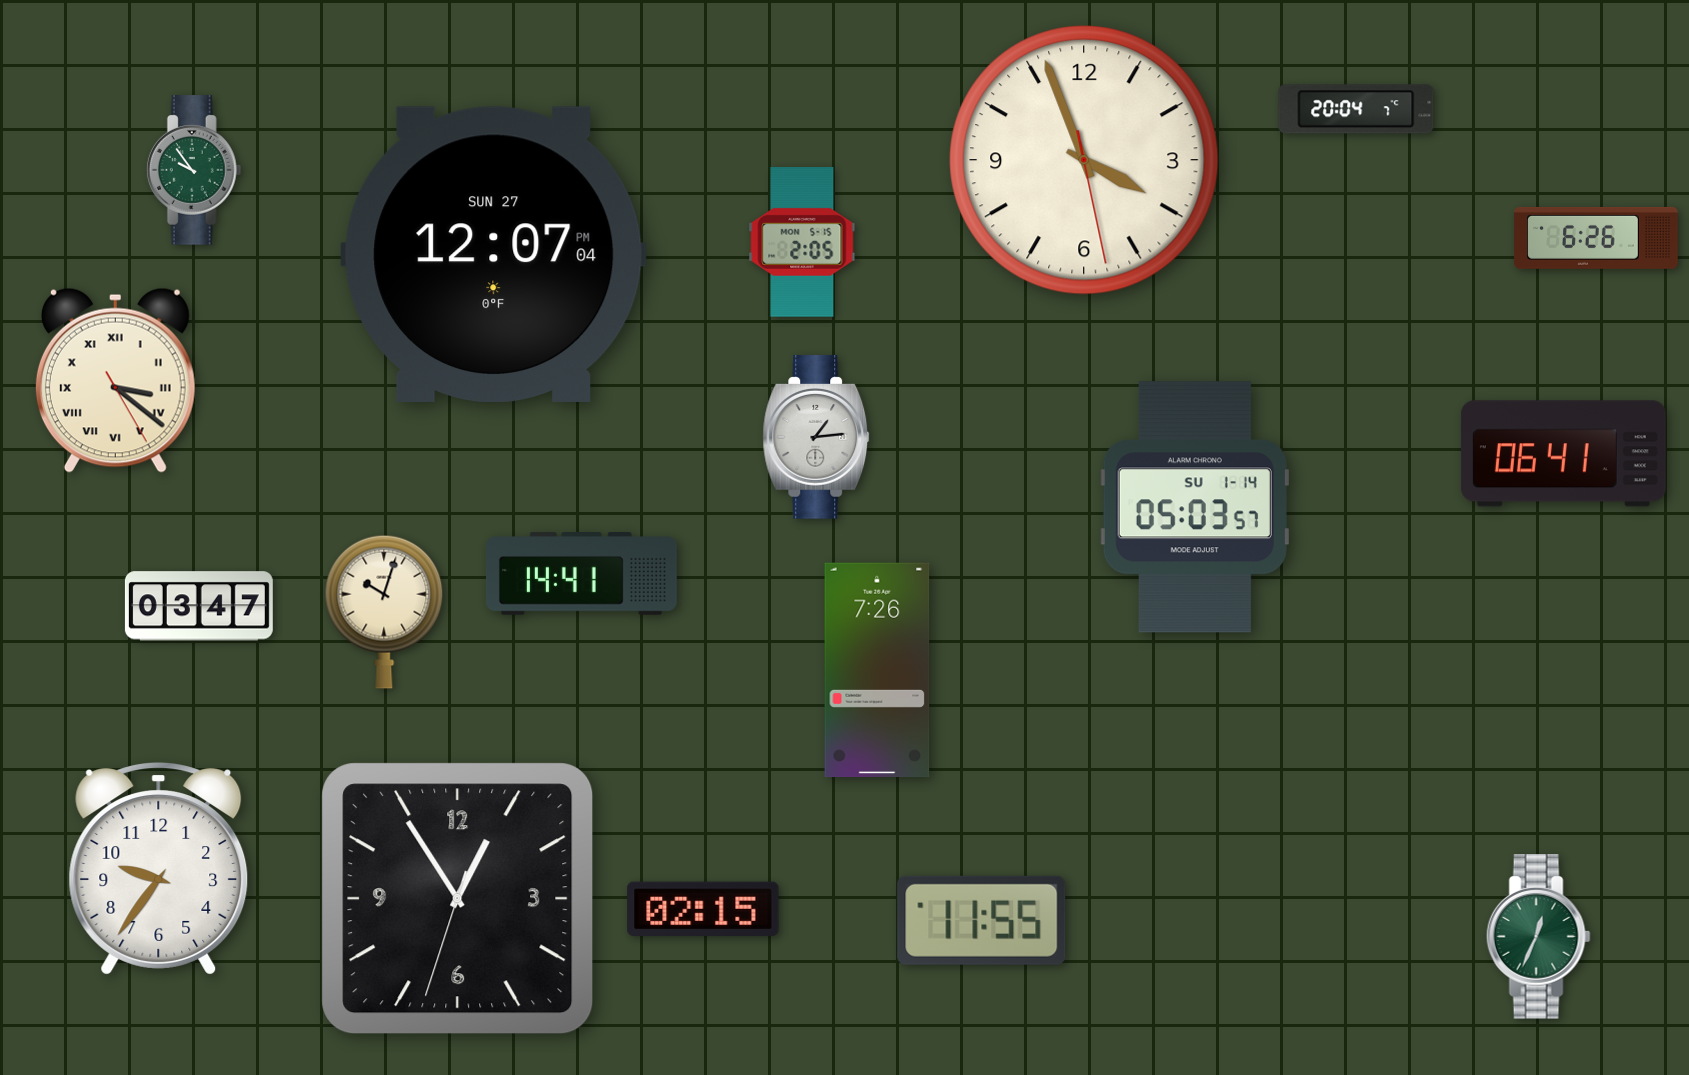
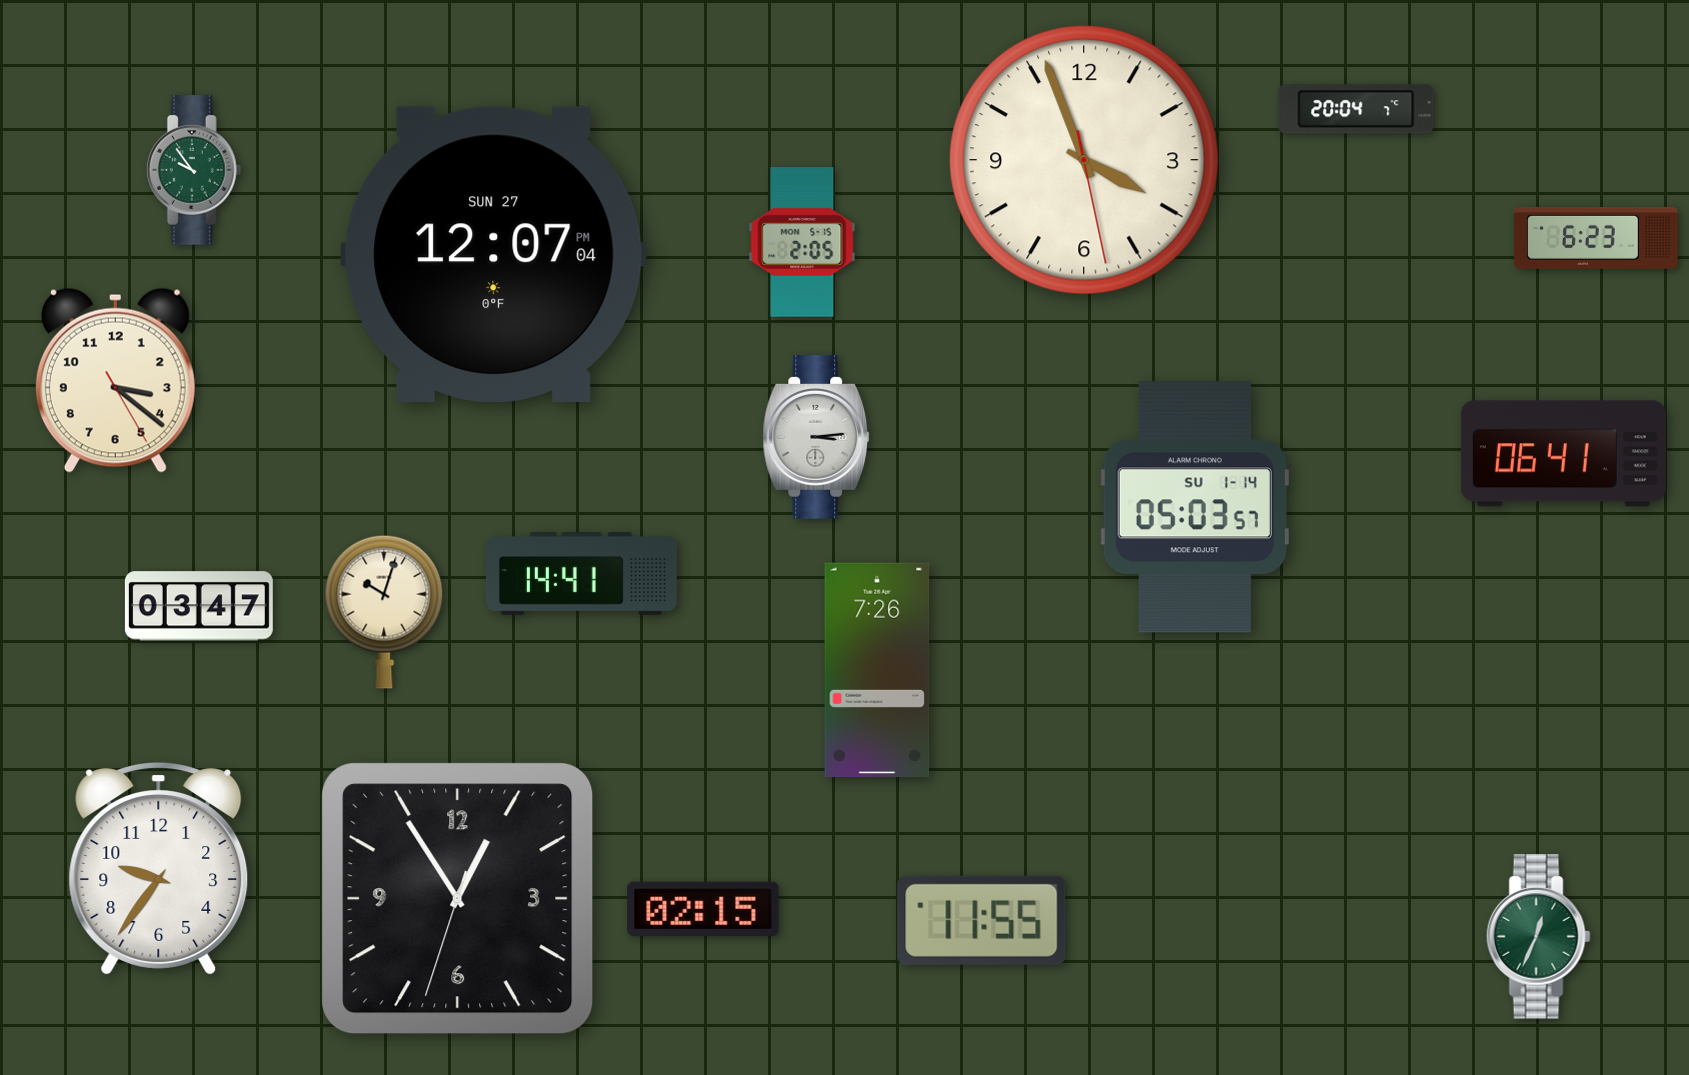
clock at (1596, 238): 6:26 -> 6:23
clock at (115, 380) numerals: Roman -> Arabic
clock at (816, 437): 1:14 -> 3:14
